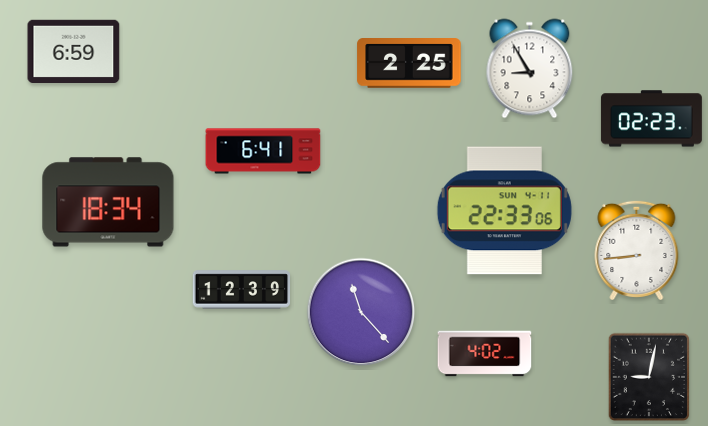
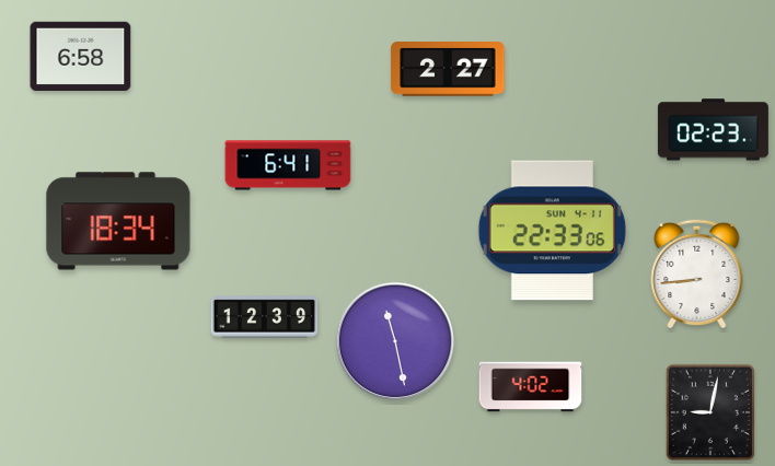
clock at (74, 51): 6:59 -> 6:58
clock at (409, 64): 2:25 -> 2:27
clock at (530, 69): 8:55 -> none
clock at (361, 312): 11:23 -> 11:28
